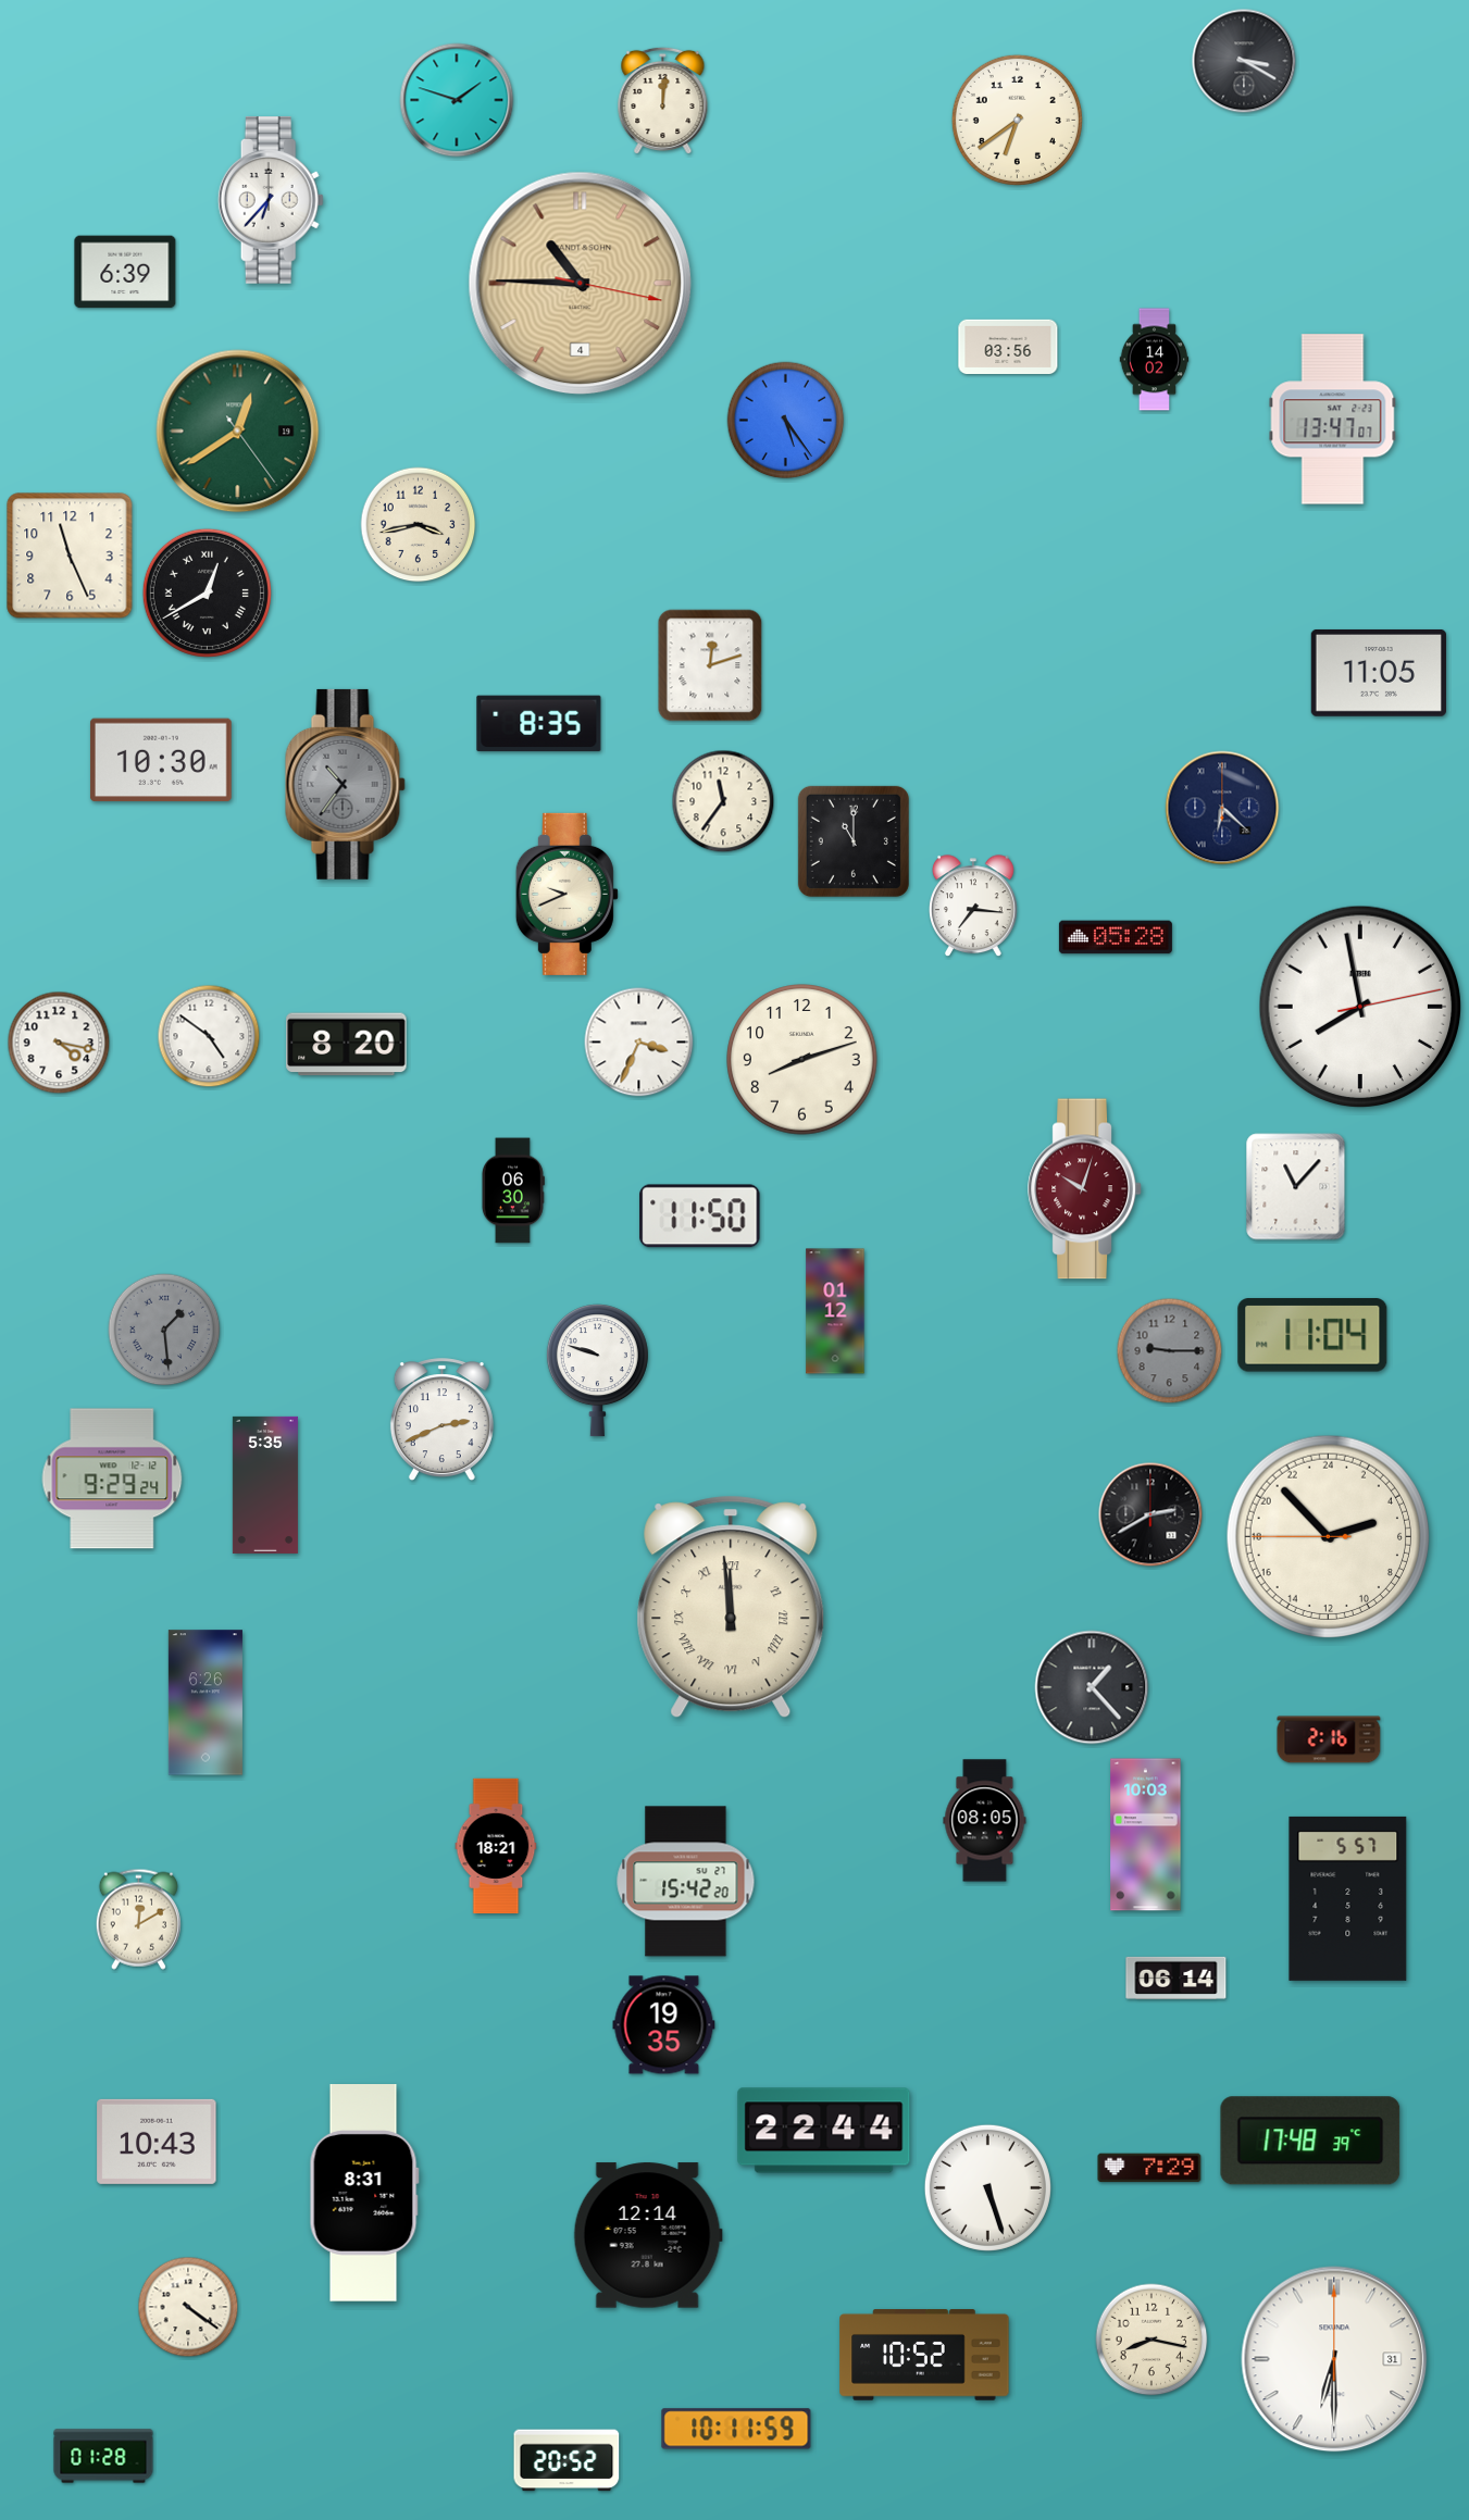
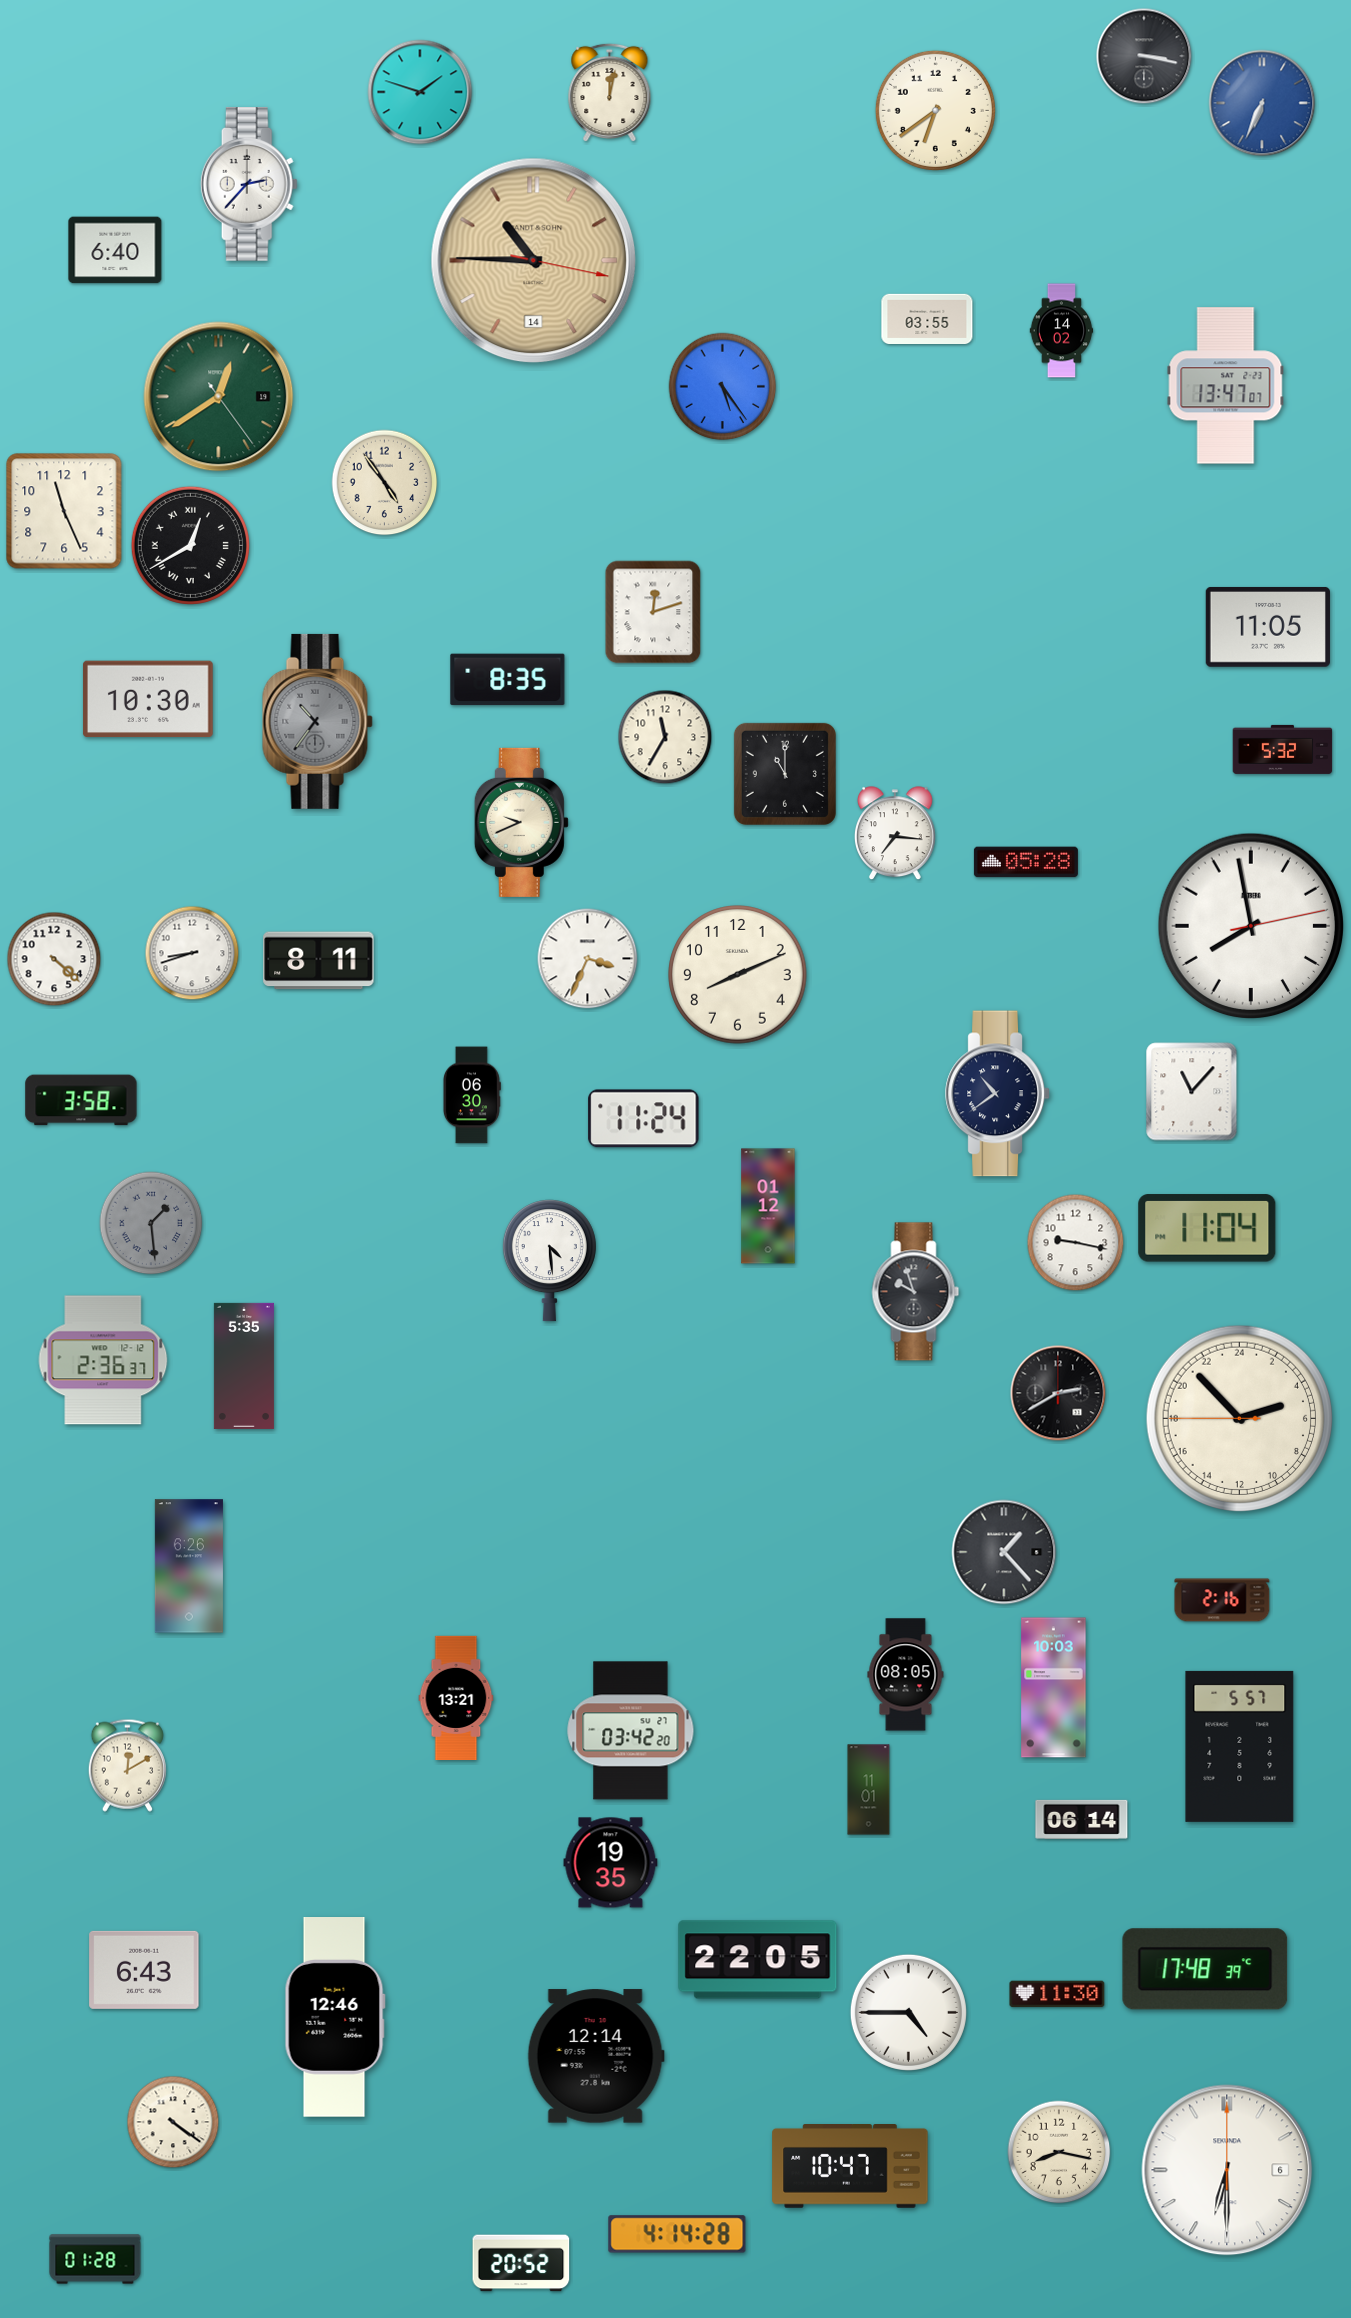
clock at (1244, 61): 3:20 -> 3:17
clock at (663, 101): 12:01 -> 12:02
clock at (1262, 103): none -> 6:34
clock at (271, 200): 6:37 -> 2:37
clock at (125, 272): 6:39 -> 6:40
clock at (581, 284) date: 4 -> 14
clock at (1008, 346): 03:56 -> 03:55
clock at (419, 525): 3:43 -> 4:54
clock at (1379, 673) position: (1379, 673) -> (1268, 627)
clock at (539, 724) position: (539, 724) -> (508, 680)
clock at (723, 801): 11:36 -> 11:35
clock at (1222, 808): 6:22 -> none
clock at (1283, 749): none -> 5:32
clock at (209, 1036): 4:51 -> 8:42
clock at (59, 1043): 4:17 -> 4:22
clock at (347, 1045): 8:20 -> 8:11
clock at (802, 1060): 8:12 -> 8:11
clock at (1085, 1189): 10:03 -> 10:39
clock at (1085, 1189) dial: burgundy -> navy
clock at (81, 1100): none -> 3:58
clock at (700, 1217): 11:50 -> 11:24
clock at (1170, 1351): 9:15 -> 9:17
clock at (1170, 1351) dial: grey -> white
clock at (597, 1371): 9:48 -> 4:29
clock at (916, 1292): none -> 9:57
clock at (441, 1420): 2:41 -> none
clock at (112, 1479): 9:29 -> 2:36
clock at (1329, 1537) position: (1329, 1537) -> (1240, 1419)
clock at (731, 1607): 11:59 -> none
clock at (496, 1846): 18:21 -> 13:21
clock at (686, 1882): 15:42 -> 03:42
clock at (869, 1790): none -> 11:01
clock at (824, 2131): 22:44 -> 22:05
clock at (157, 2142): 10:43 -> 6:43
clock at (1149, 2168): 7:29 -> 11:30
clock at (987, 2187): 5:27 -> 4:45
clock at (364, 2194): 8:31 -> 12:46
clock at (924, 2356): 10:52 -> 10:47
clock at (1334, 2359) date: 31 -> 6
clock at (736, 2429): 10:11 -> 4:14
